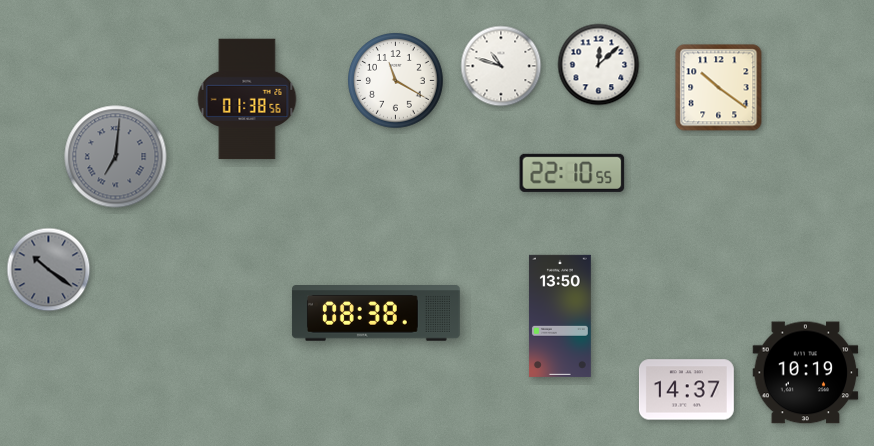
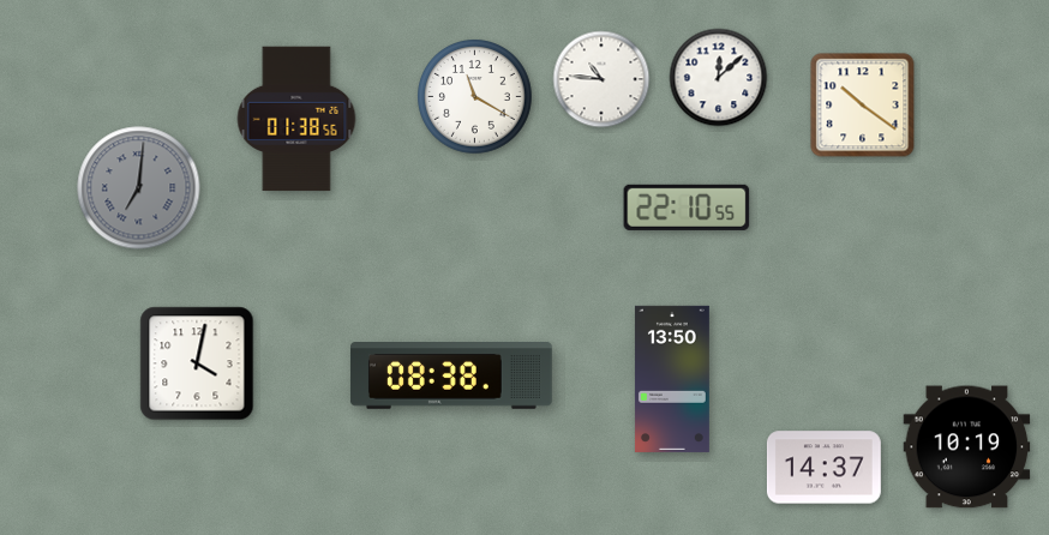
clock at (501, 66): 10:48 -> 10:46
clock at (49, 270): 10:21 -> none
clock at (197, 363): none -> 4:02
